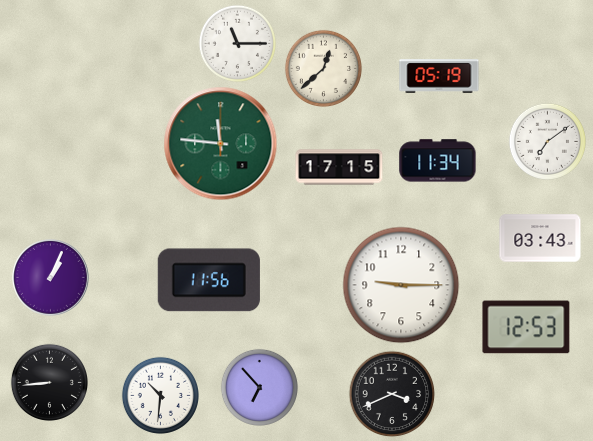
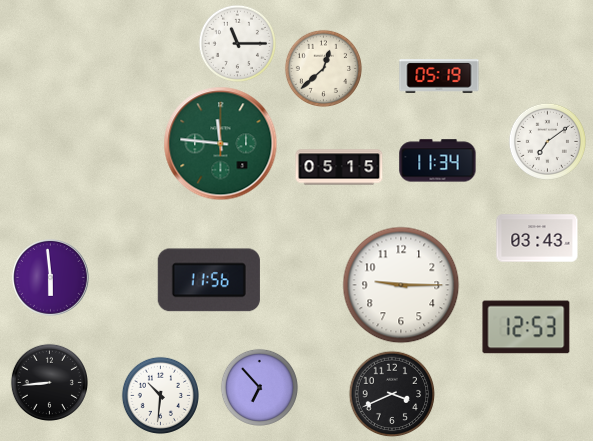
clock at (339, 167): 17:15 -> 05:15
clock at (540, 238) position: (540, 238) -> (537, 238)
clock at (51, 278): 1:04 -> 5:59
